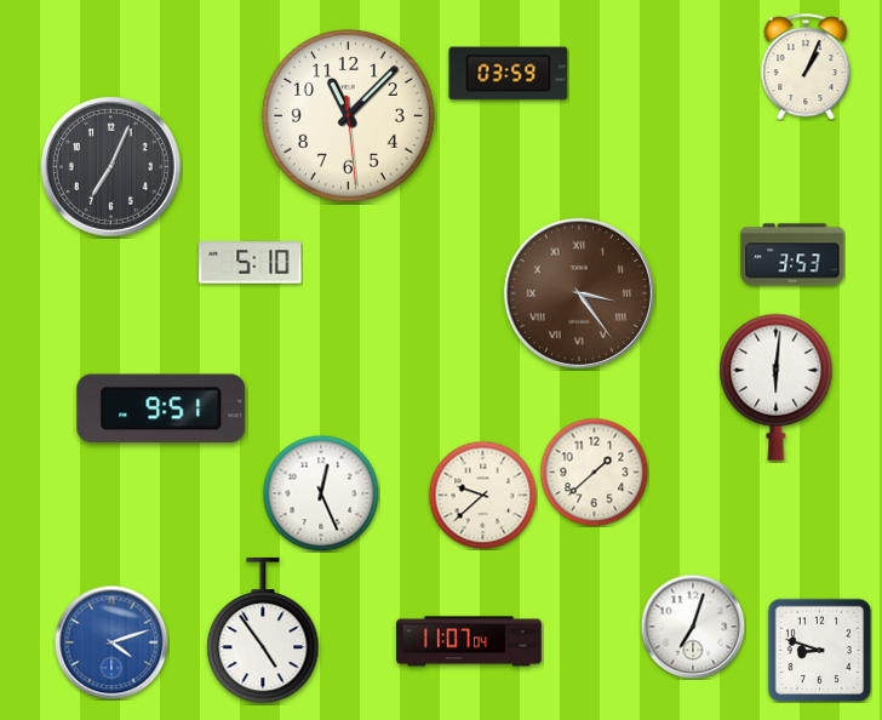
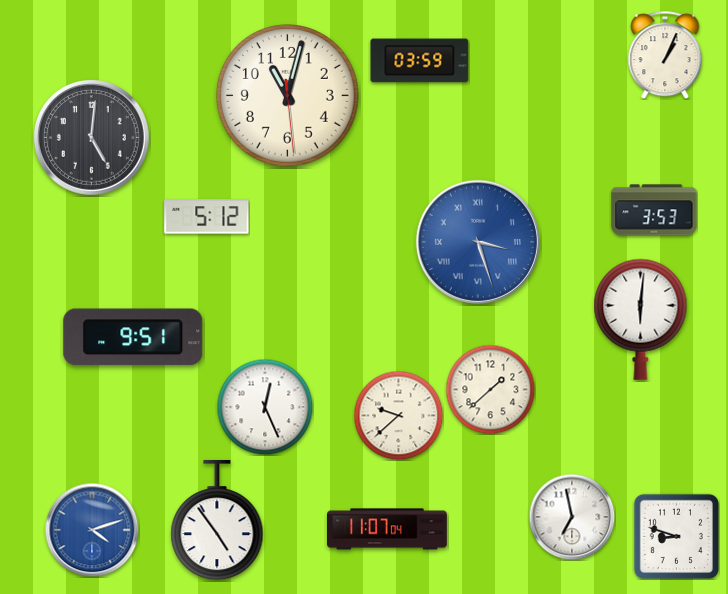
clock at (349, 116): 11:07 -> 11:02
clock at (111, 167): 7:04 -> 5:01
clock at (251, 263): 5:10 -> 5:12
clock at (579, 293): 3:24 -> 3:27
clock at (579, 293) dial: brown -> blue
clock at (482, 495) position: (482, 495) -> (398, 415)
clock at (693, 627): 7:03 -> 6:58
